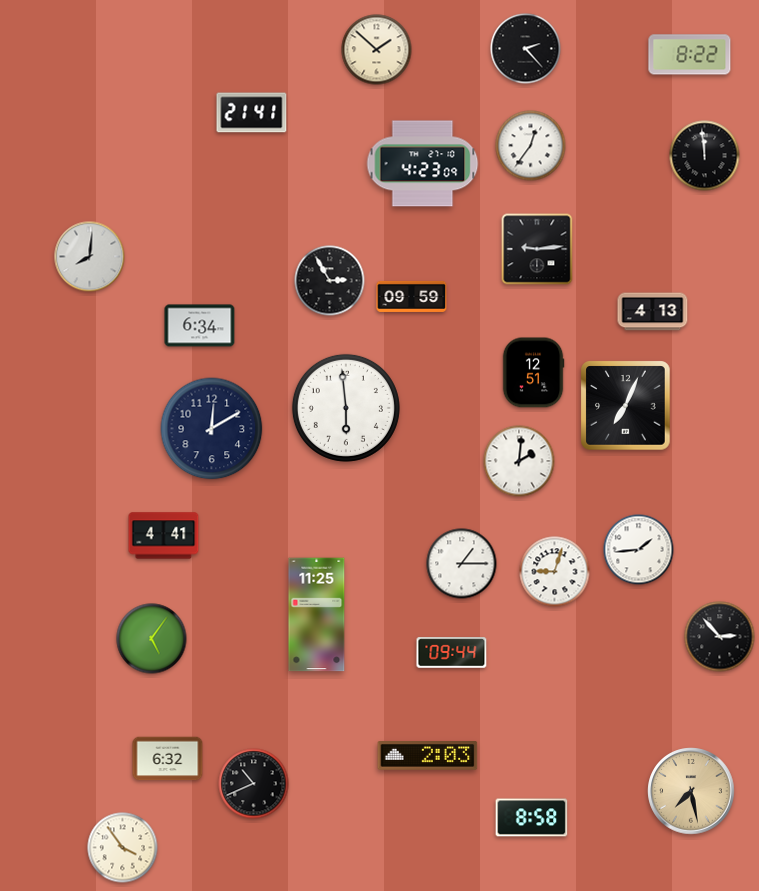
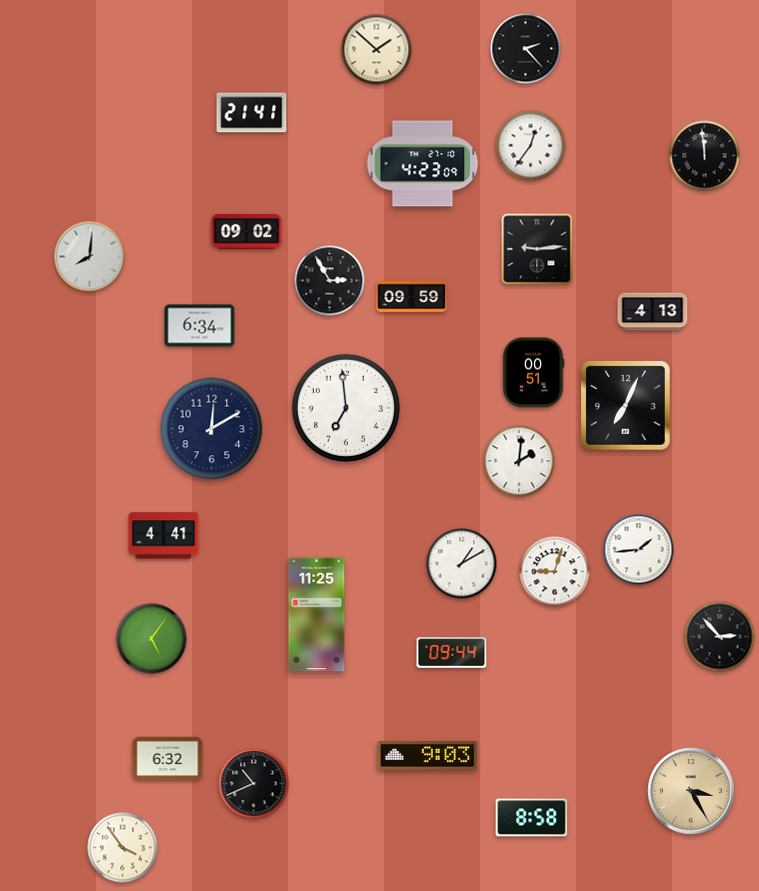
clock at (690, 55): 8:22 -> none
clock at (247, 232): none -> 09:02
clock at (533, 373): 12:51 -> 00:51
clock at (346, 408): 5:59 -> 6:59
clock at (462, 564): 1:15 -> 1:10
clock at (428, 756): 2:03 -> 9:03
clock at (691, 791): 7:28 -> 3:25
